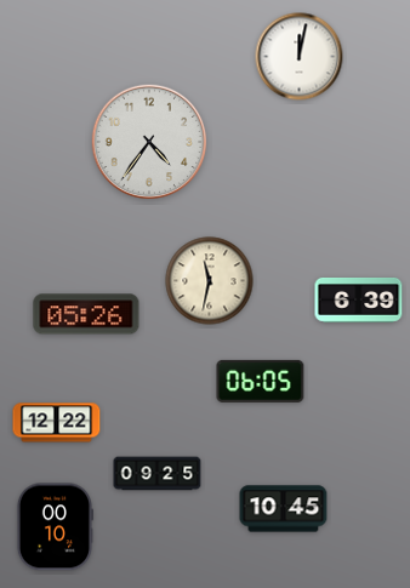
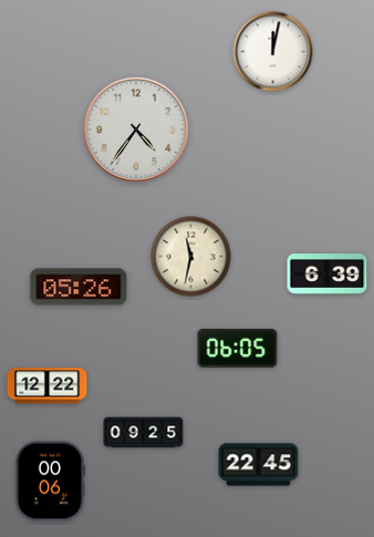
clock at (57, 423) position: (57, 423) -> (48, 386)
clock at (284, 509): 10:45 -> 22:45
clock at (55, 527): 00:10 -> 00:06
